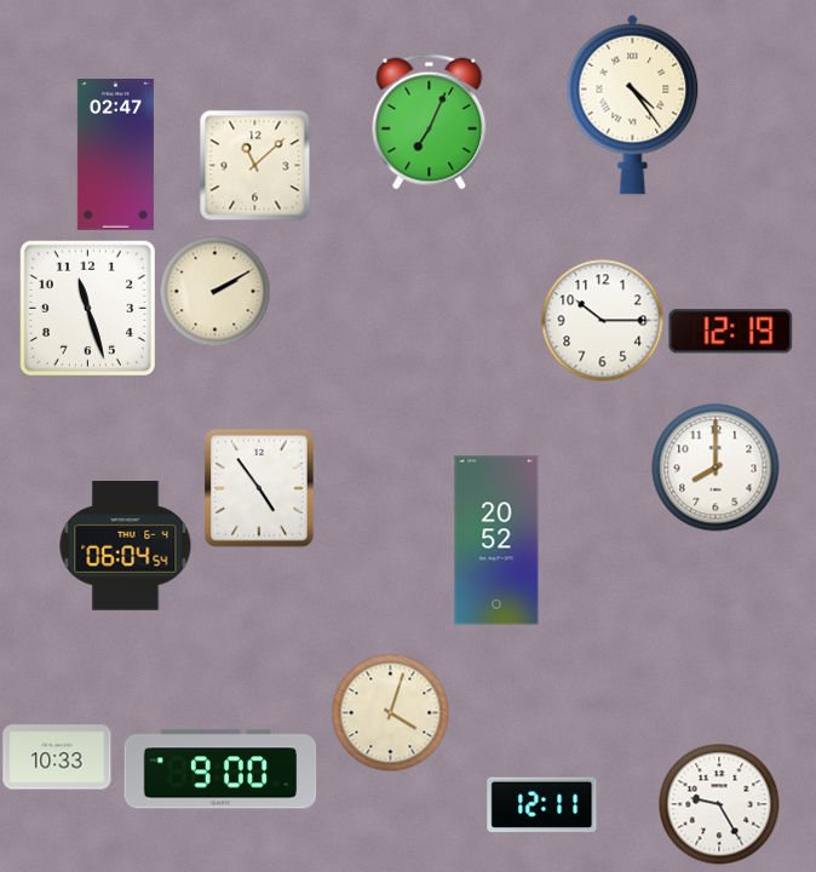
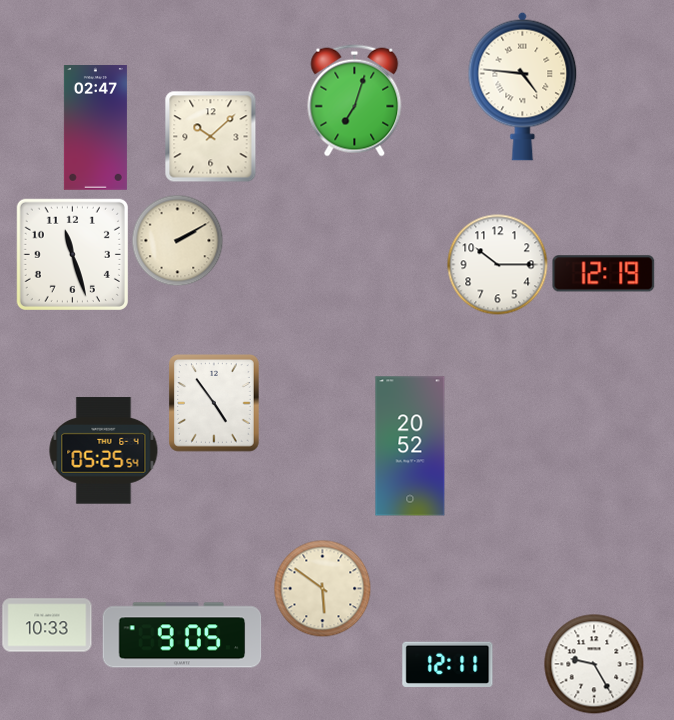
clock at (633, 104): 4:24 -> 4:46
clock at (430, 122): 7:04 -> 7:03
clock at (255, 166): 11:08 -> 10:08
clock at (716, 467): 8:00 -> none
clock at (126, 546): 06:04 -> 05:25
clock at (390, 712): 4:03 -> 5:51
clock at (220, 769): 9:00 -> 9:05
